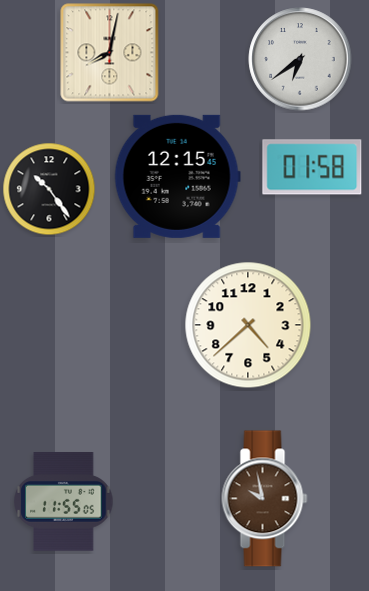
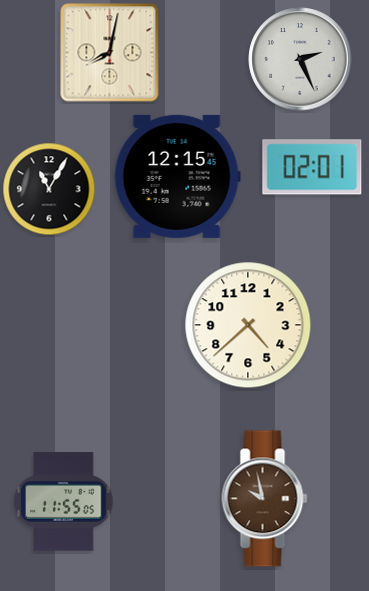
clock at (300, 59): 6:39 -> 2:26
clock at (312, 167): 01:58 -> 02:01
clock at (49, 189): 10:24 -> 11:05
